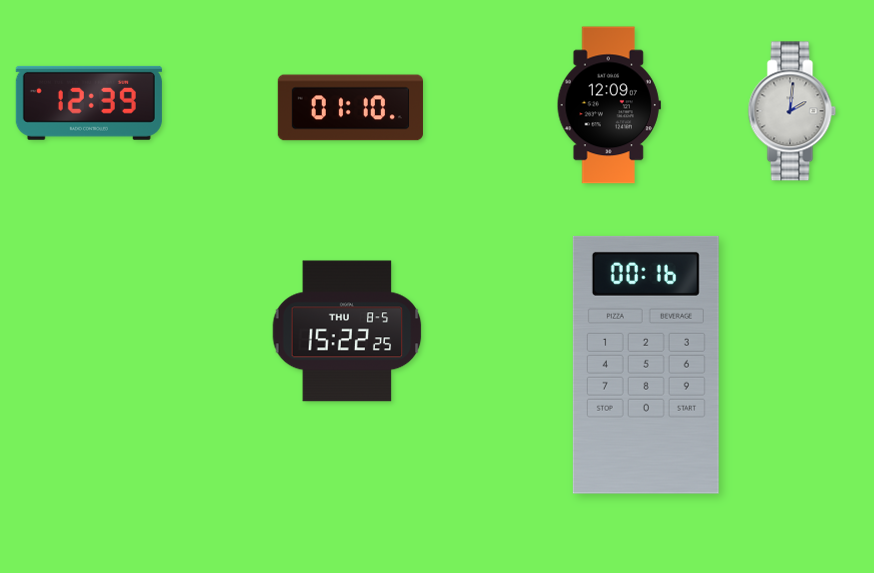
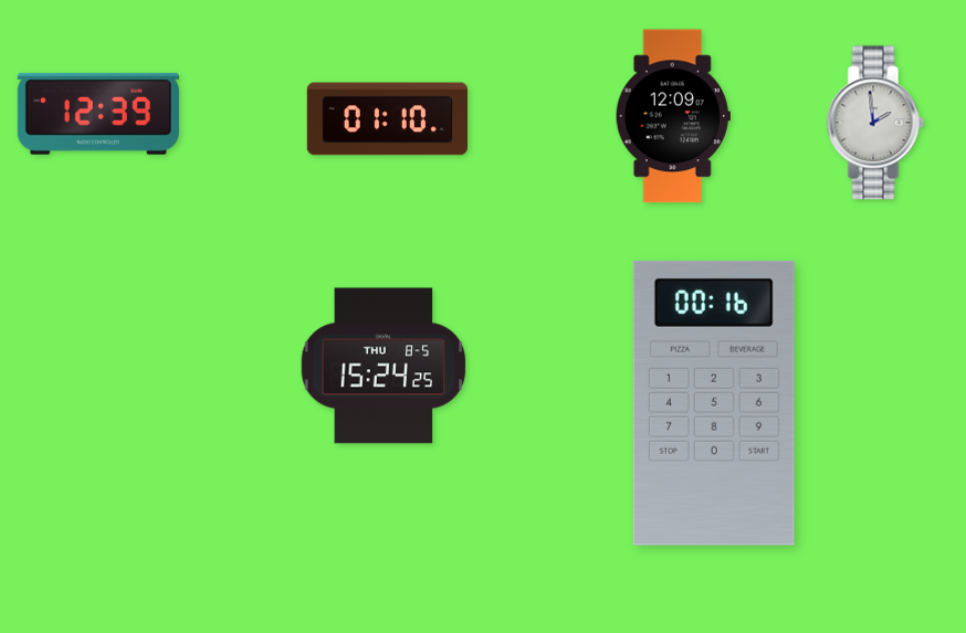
clock at (792, 111): 2:01 -> 1:59
clock at (347, 331): 15:22 -> 15:24
